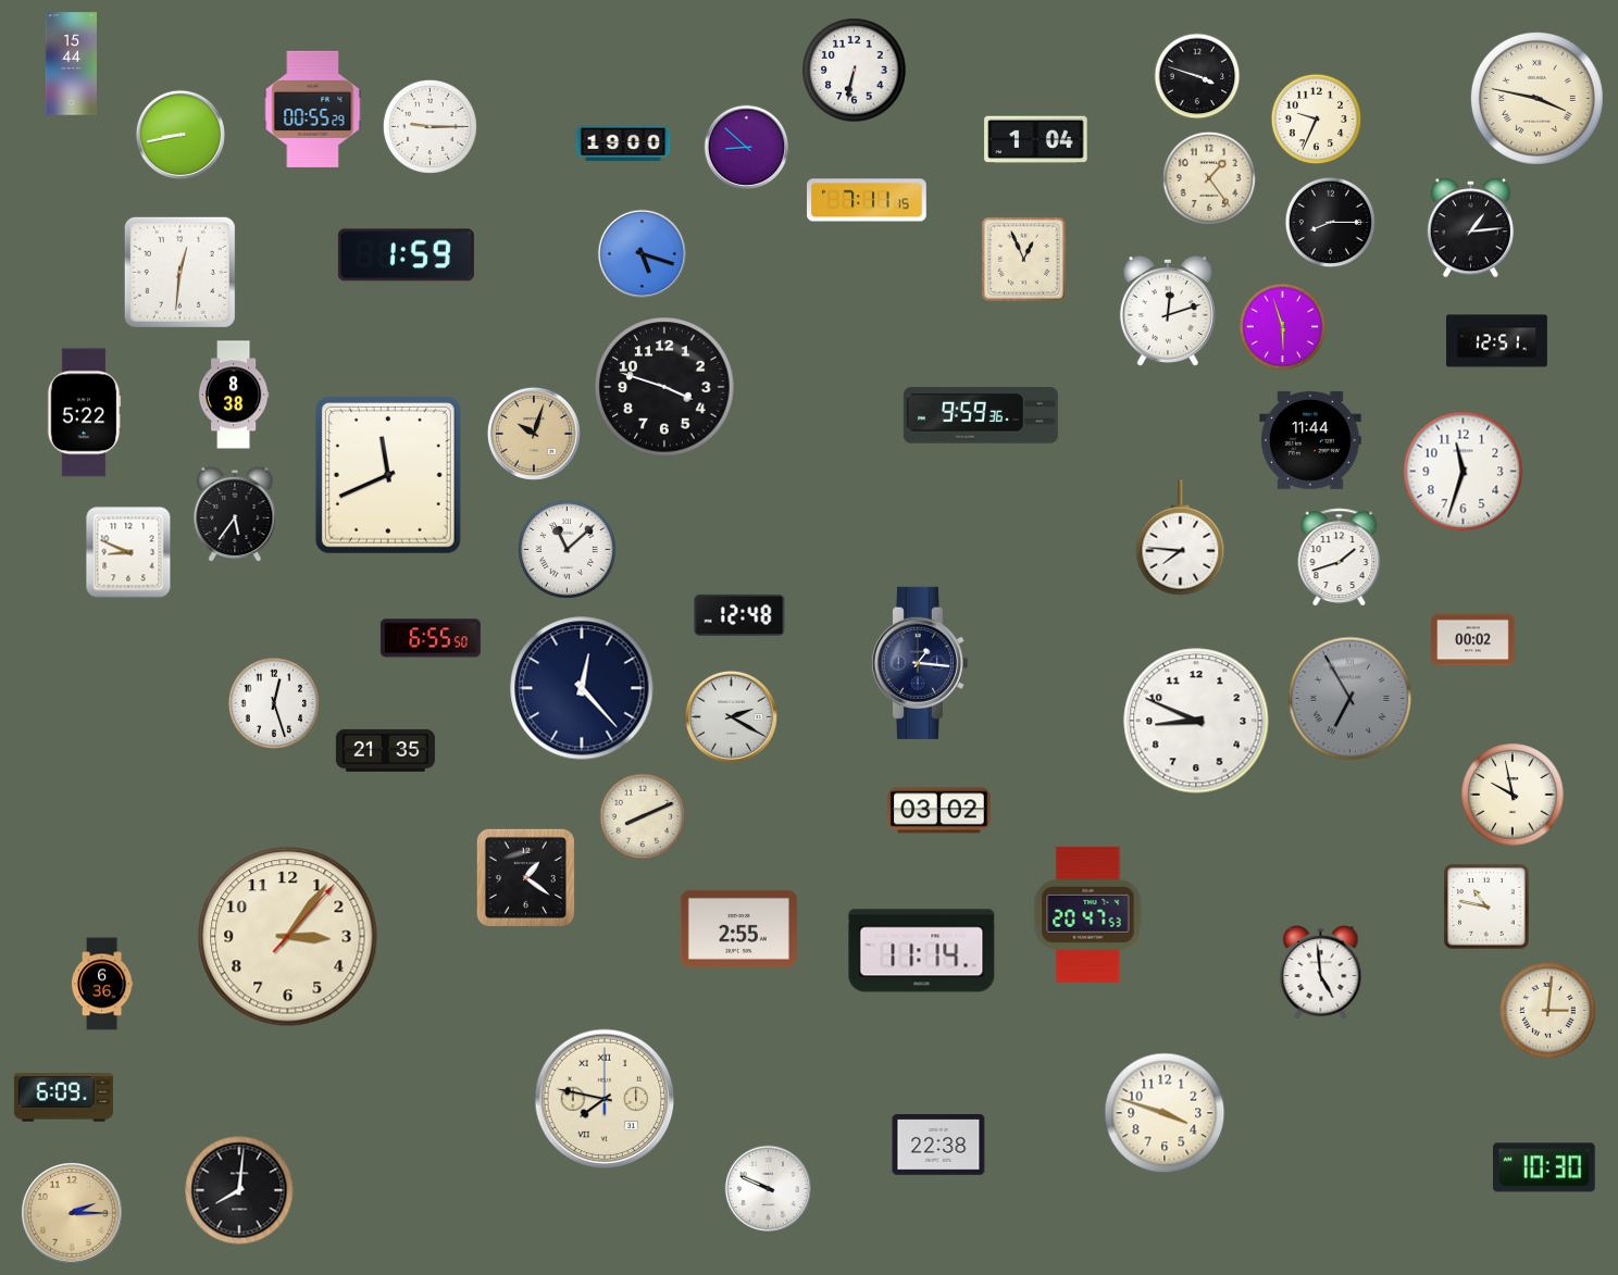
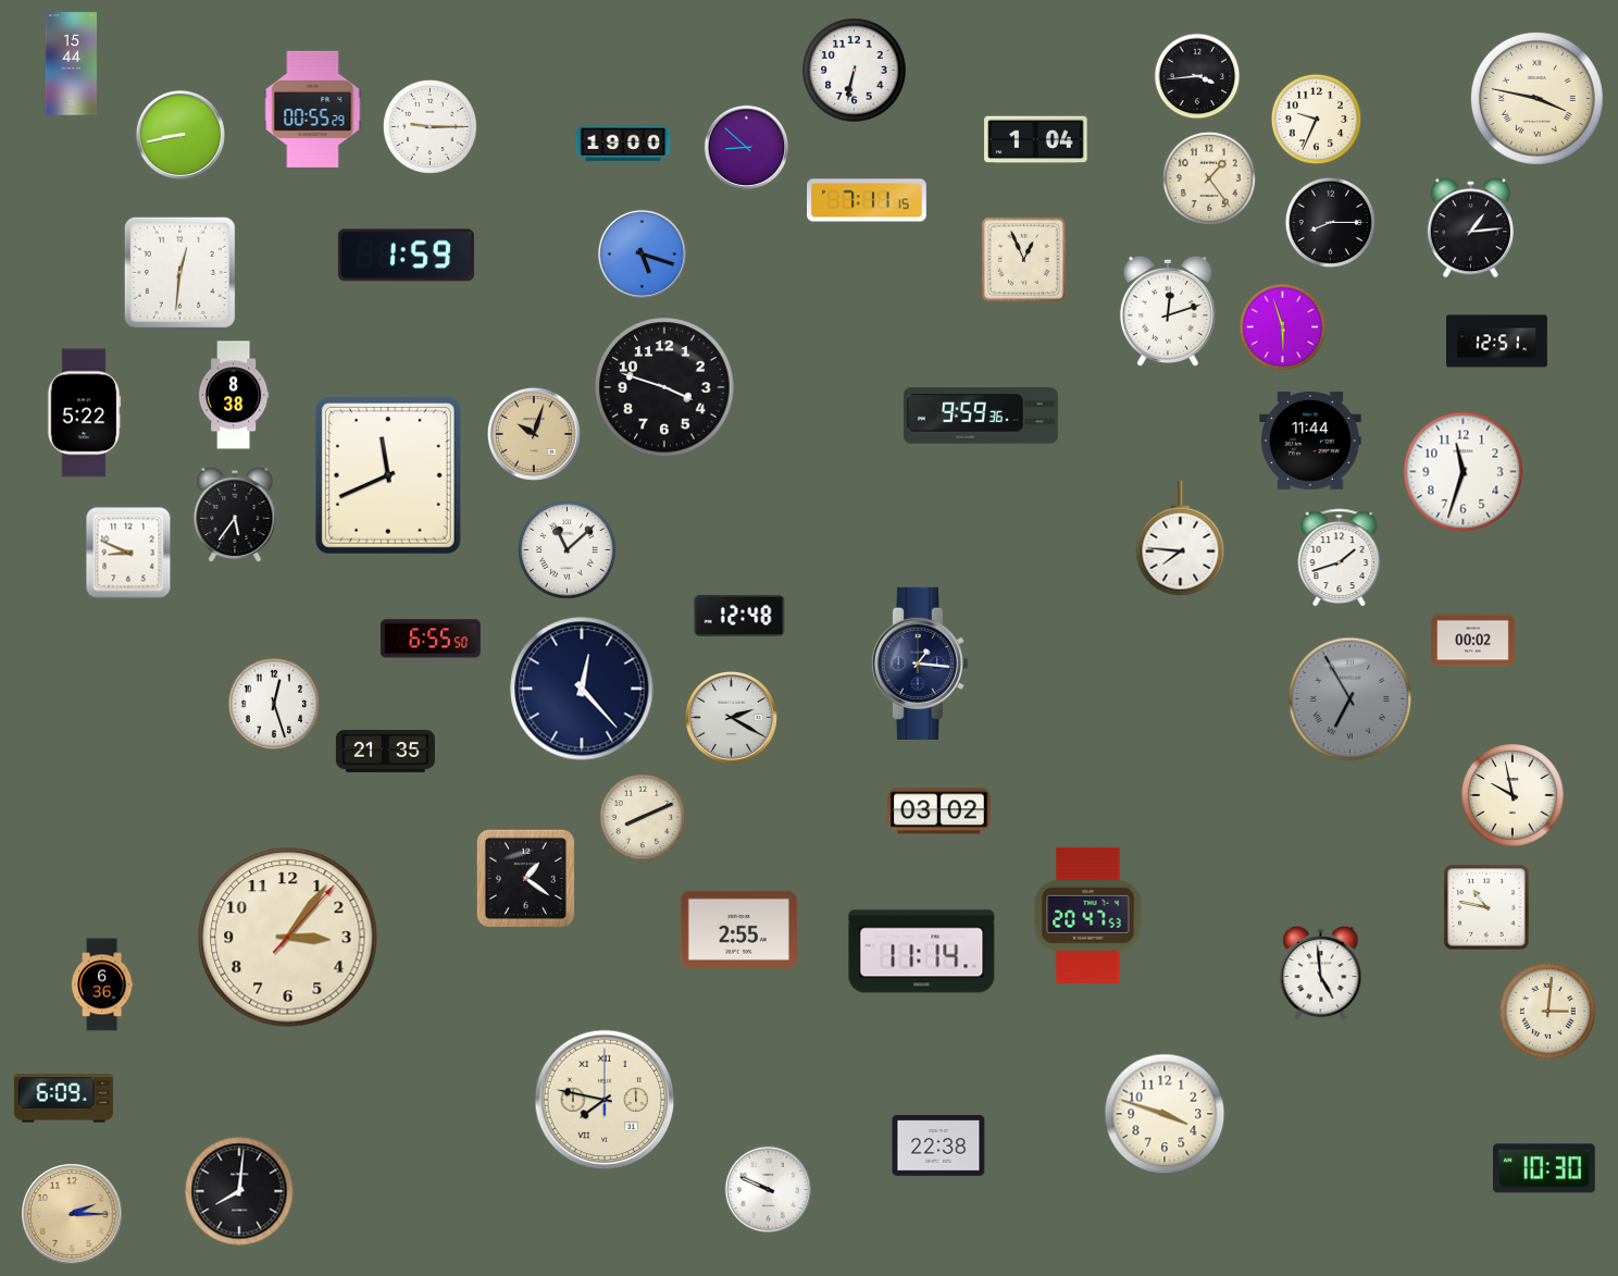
clock at (1197, 76): 3:48 -> 3:44
clock at (1196, 721): 8:49 -> none
